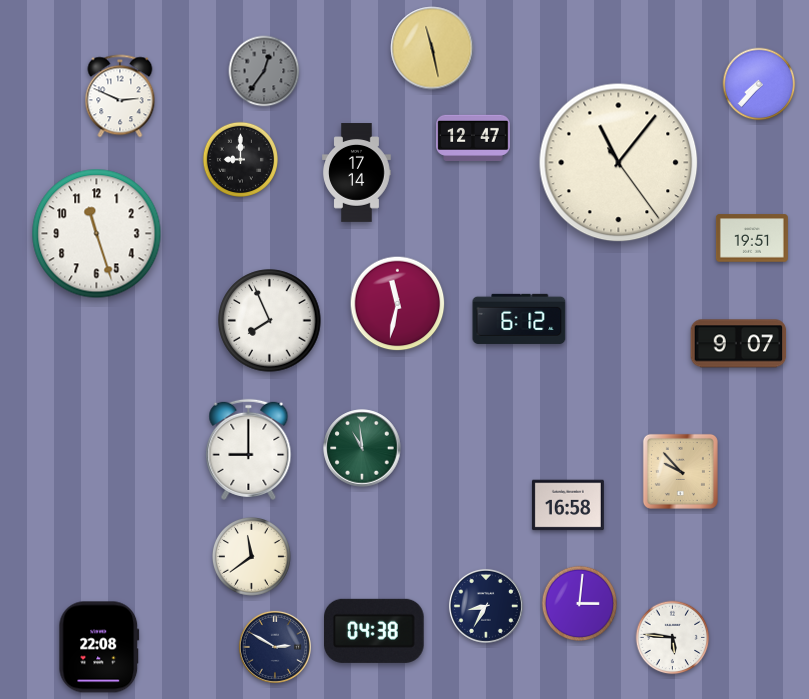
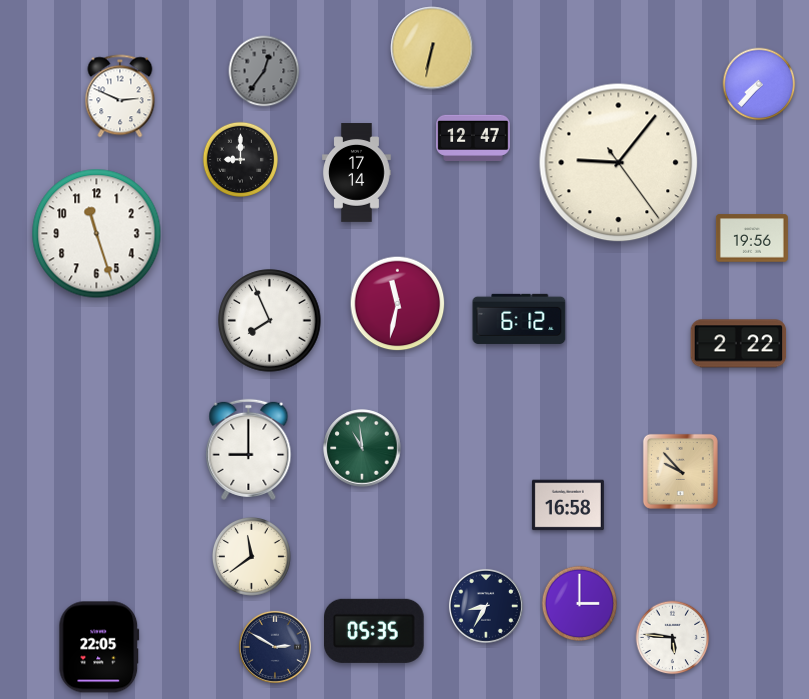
clock at (432, 48): 11:28 -> 6:32
clock at (619, 163): 11:06 -> 9:06
clock at (752, 238): 19:51 -> 19:56
clock at (739, 344): 9:07 -> 2:22
clock at (579, 603): 3:01 -> 3:00
clock at (375, 631): 04:38 -> 05:35
clock at (99, 647): 22:08 -> 22:05
